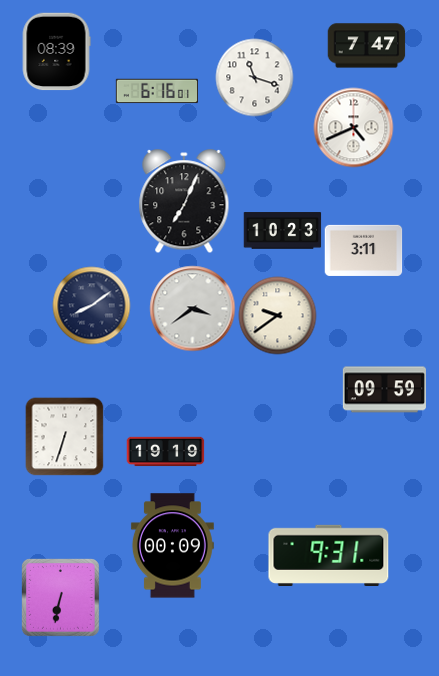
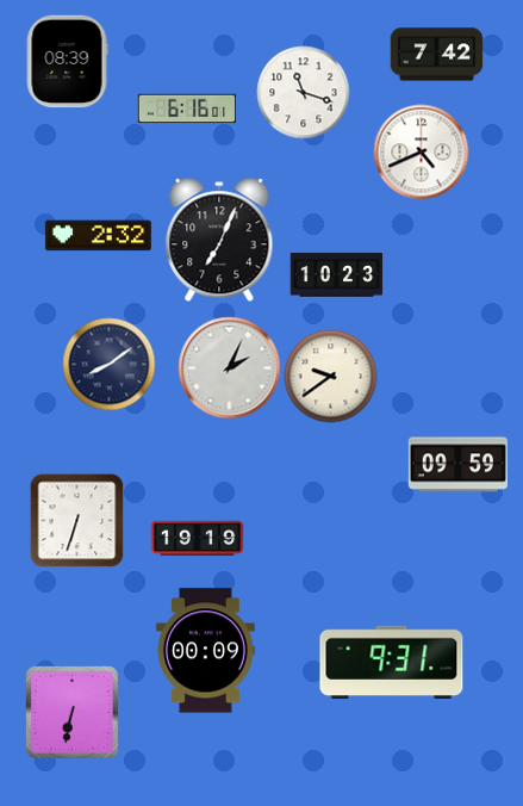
clock at (366, 46): 7:47 -> 7:42
clock at (98, 236): none -> 2:32
clock at (363, 250): 3:11 -> none
clock at (192, 308): 3:39 -> 2:04
